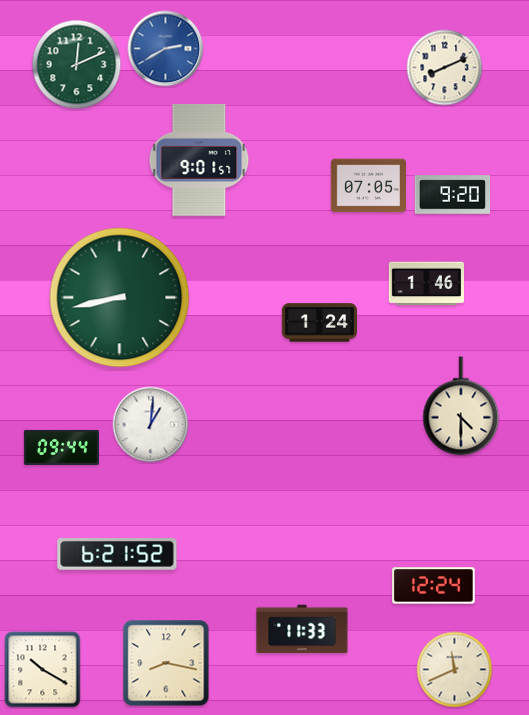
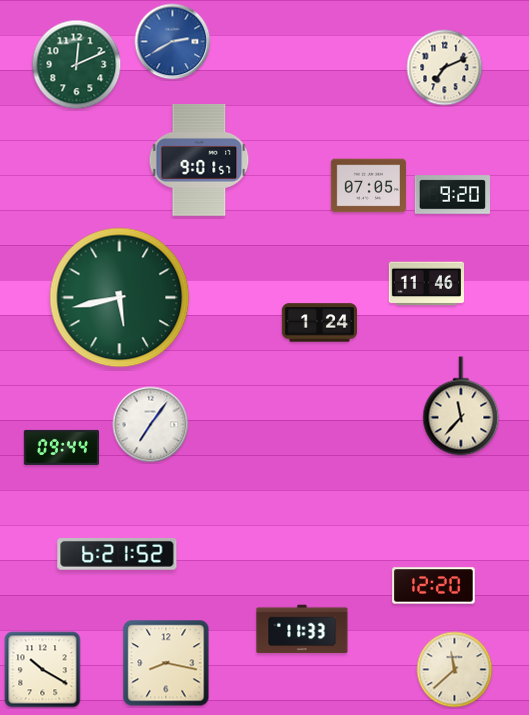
clock at (166, 49) position: (166, 49) -> (173, 42)
clock at (445, 68): 8:11 -> 7:11
clock at (426, 284): 1:46 -> 11:46
clock at (120, 298): 8:43 -> 5:43
clock at (461, 406): 4:30 -> 11:37
clock at (151, 425): 1:01 -> 7:06
clock at (434, 586): 12:24 -> 12:20
clock at (455, 670): 11:41 -> 11:38
